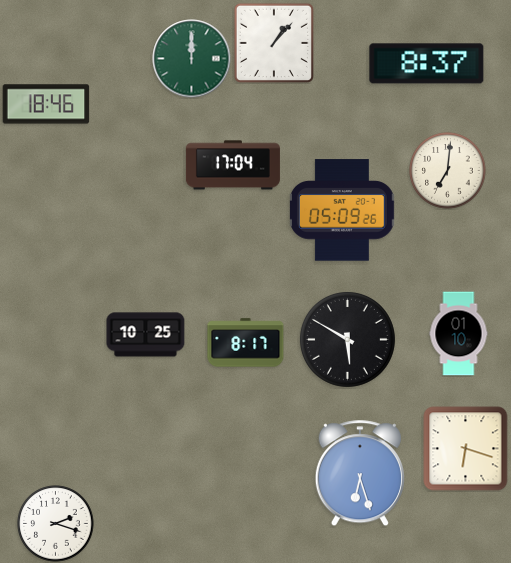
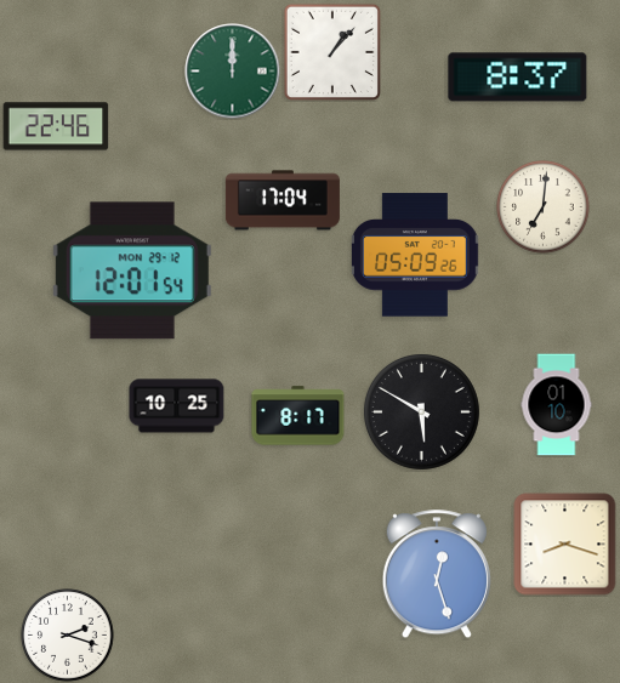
clock at (46, 104): 18:46 -> 22:46
clock at (132, 271): none -> 12:01
clock at (466, 449): 6:18 -> 8:18
clock at (360, 474): 6:27 -> 12:27
